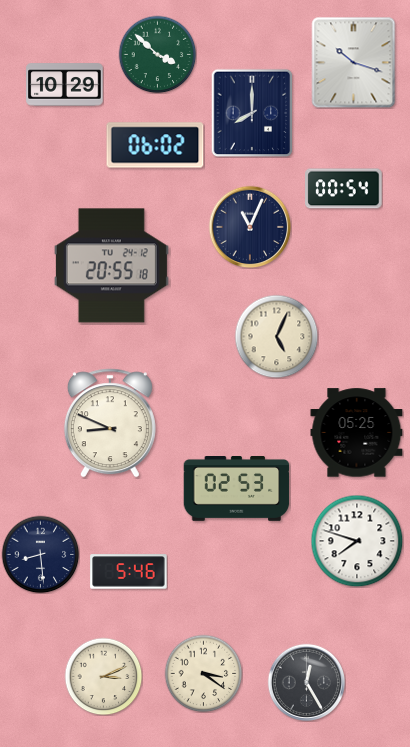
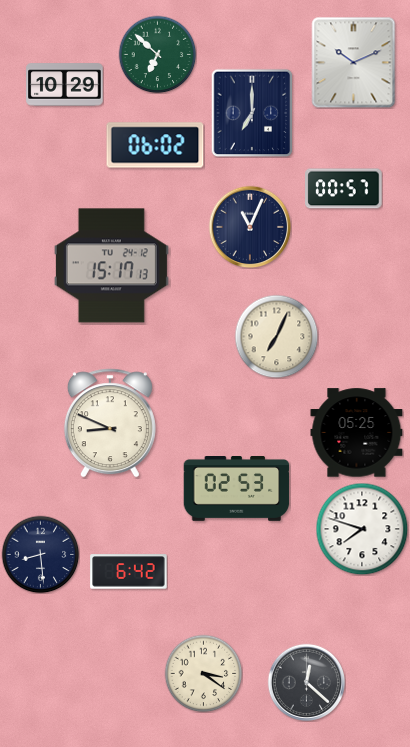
clock at (157, 54): 3:52 -> 6:52
clock at (354, 63): 10:18 -> 10:11
clock at (252, 113): 8:00 -> 7:00
clock at (344, 189): 00:54 -> 00:57
clock at (111, 266): 20:55 -> 15:17
clock at (276, 336): 5:04 -> 7:04
clock at (357, 541) position: (357, 541) -> (362, 529)
clock at (129, 572): 5:46 -> 6:42
clock at (103, 676): 3:11 -> none
clock at (306, 682): 12:25 -> 12:22
